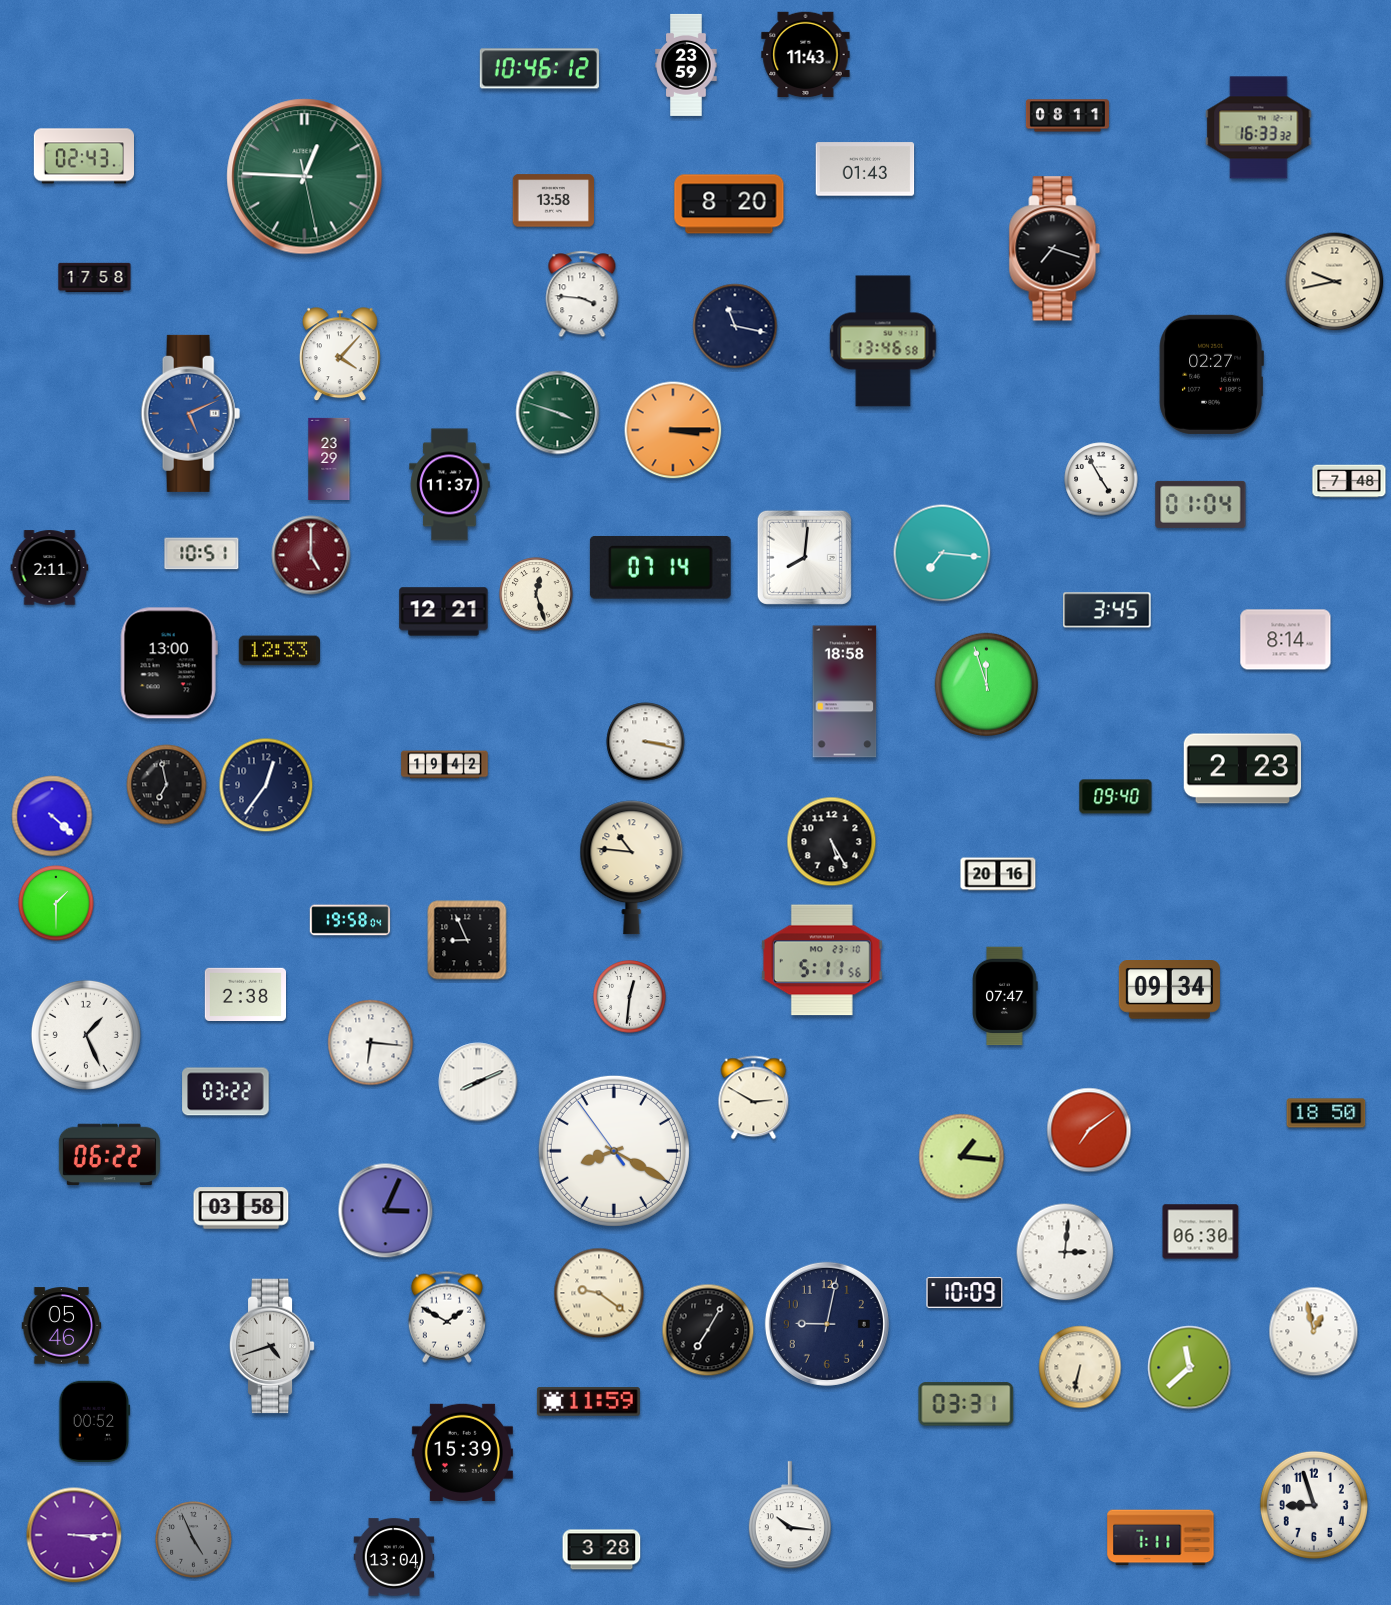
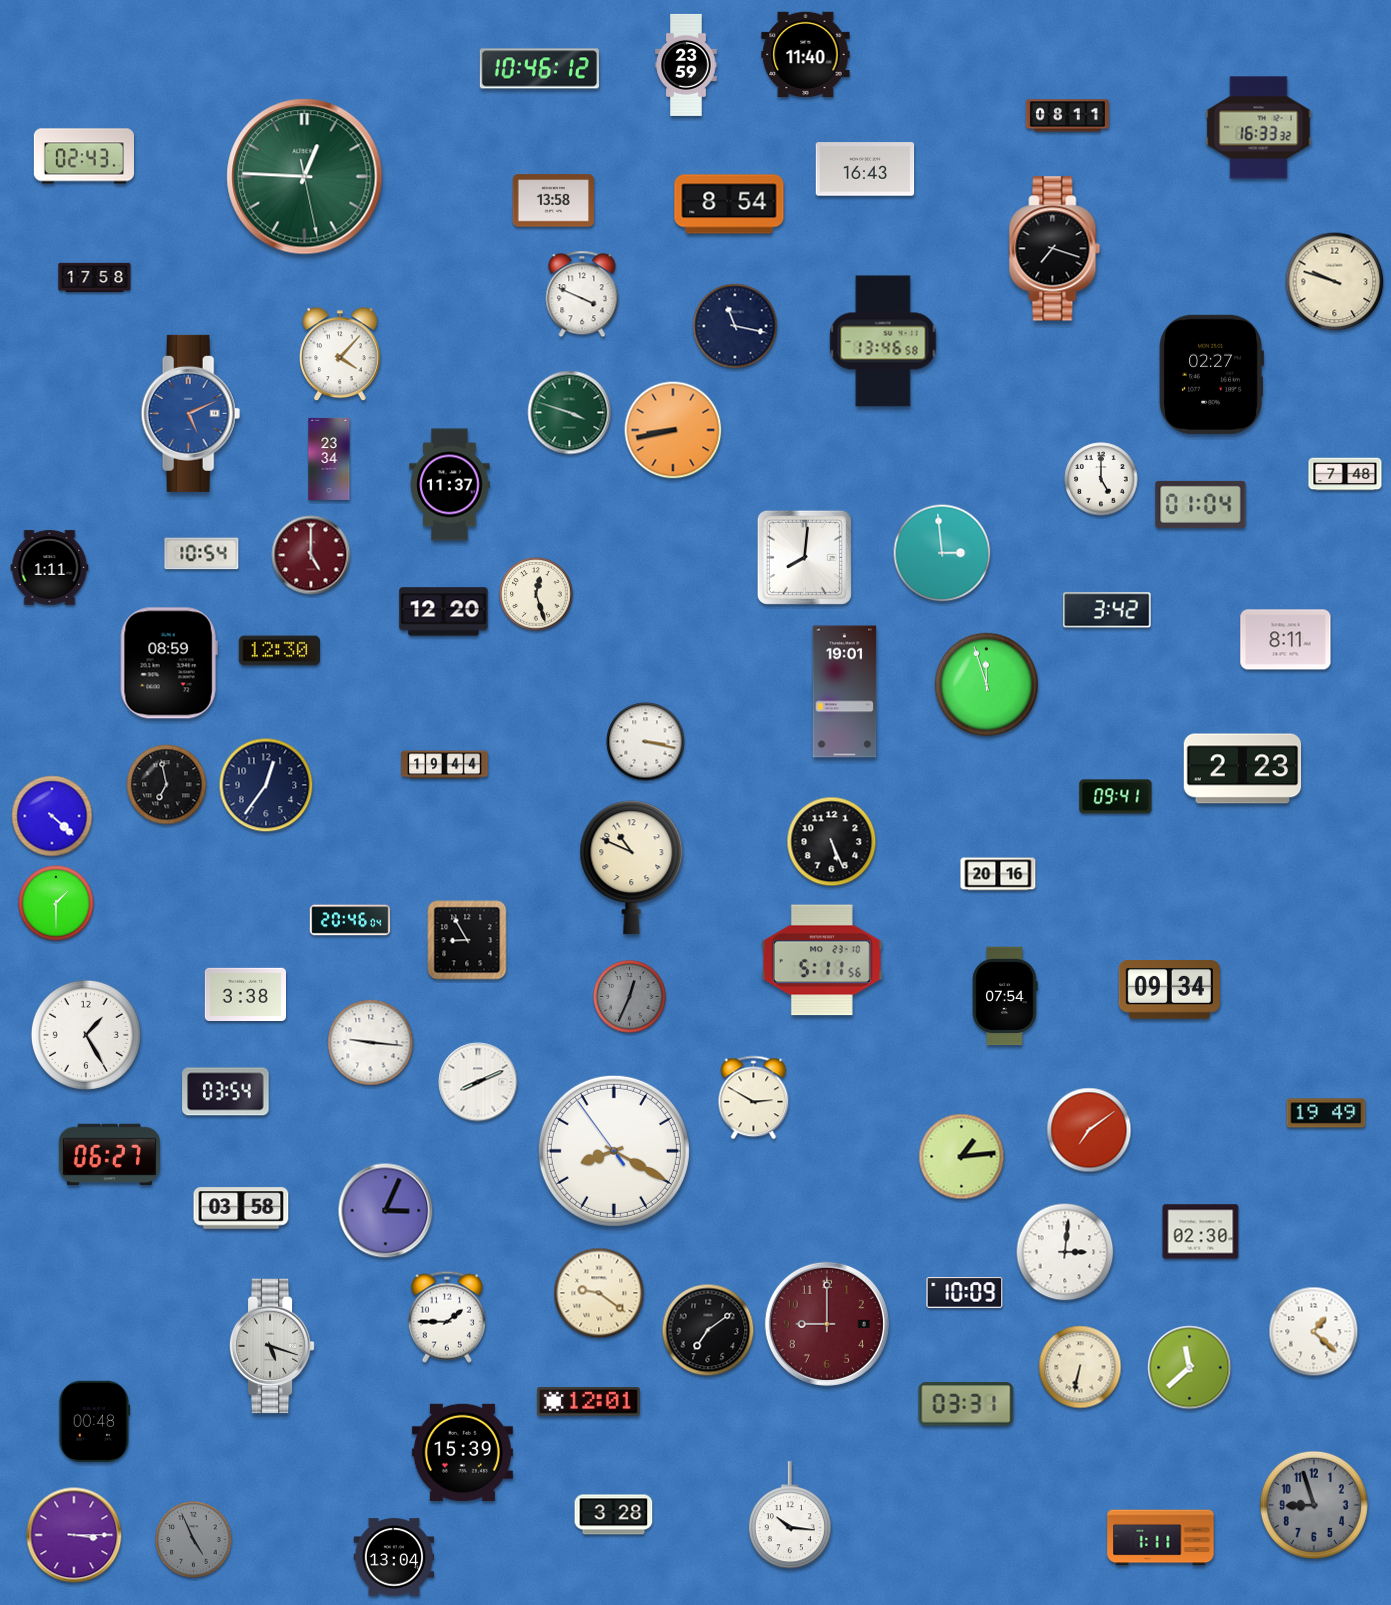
clock at (806, 55): 11:43 -> 11:40
clock at (865, 169): 01:43 -> 16:43
clock at (729, 204): 8:20 -> 8:54
clock at (1335, 282): 9:43 -> 9:48
clock at (582, 294): 3:46 -> 3:49
clock at (558, 413) position: (558, 413) -> (570, 413)
clock at (673, 430): 3:15 -> 8:43
clock at (329, 458): 23:29 -> 23:34
clock at (1101, 479): 4:55 -> 5:00
clock at (1349, 481) position: (1349, 481) -> (1345, 474)
clock at (942, 553): 7:16 -> 2:59
clock at (202, 554): 10:51 -> 10:54
clock at (660, 567): 07:14 -> none
clock at (50, 568): 2:11 -> 1:11
clock at (1107, 610): 3:45 -> 3:42
clock at (444, 612): 12:21 -> 12:20
clock at (1286, 640): 8:14 -> 8:11
clock at (279, 651): 12:33 -> 12:30
clock at (169, 663): 13:00 -> 08:59
clock at (845, 692): 18:58 -> 19:01
clock at (445, 765): 19:42 -> 19:44
clock at (1116, 797): 09:40 -> 09:41
clock at (832, 842): 5:25 -> 5:26
clock at (632, 868): 10:46 -> 10:49
clock at (350, 920): 19:58 -> 20:46
clock at (467, 940): 8:56 -> 8:55
clock at (245, 994): 2:38 -> 3:38
clock at (1005, 996): 07:47 -> 07:54
clock at (630, 997): 12:31 -> 12:34
clock at (630, 997) dial: white -> grey
clock at (86, 1035): 1:26 -> 1:25
clock at (371, 1043): 6:16 -> 9:16
clock at (226, 1092): 03:22 -> 03:54
clock at (1326, 1113): 18:50 -> 19:49
clock at (109, 1155): 06:22 -> 06:27
clock at (962, 1157): 1:16 -> 1:14
clock at (1201, 1232): 06:30 -> 02:30
clock at (447, 1317): 1:50 -> 1:45
clock at (827, 1324): 9:02 -> 9:00
clock at (827, 1324) dial: navy -> burgundy
clock at (62, 1326): 05:46 -> none
clock at (708, 1330): 7:05 -> 7:09
clock at (1314, 1332): 12:58 -> 1:22
clock at (272, 1346): 4:42 -> 5:18
clock at (588, 1402): 11:59 -> 12:01
clock at (95, 1421): 00:52 -> 00:48
clock at (1314, 1505) dial: white -> grey
clock at (602, 1550) position: (602, 1550) -> (614, 1515)
